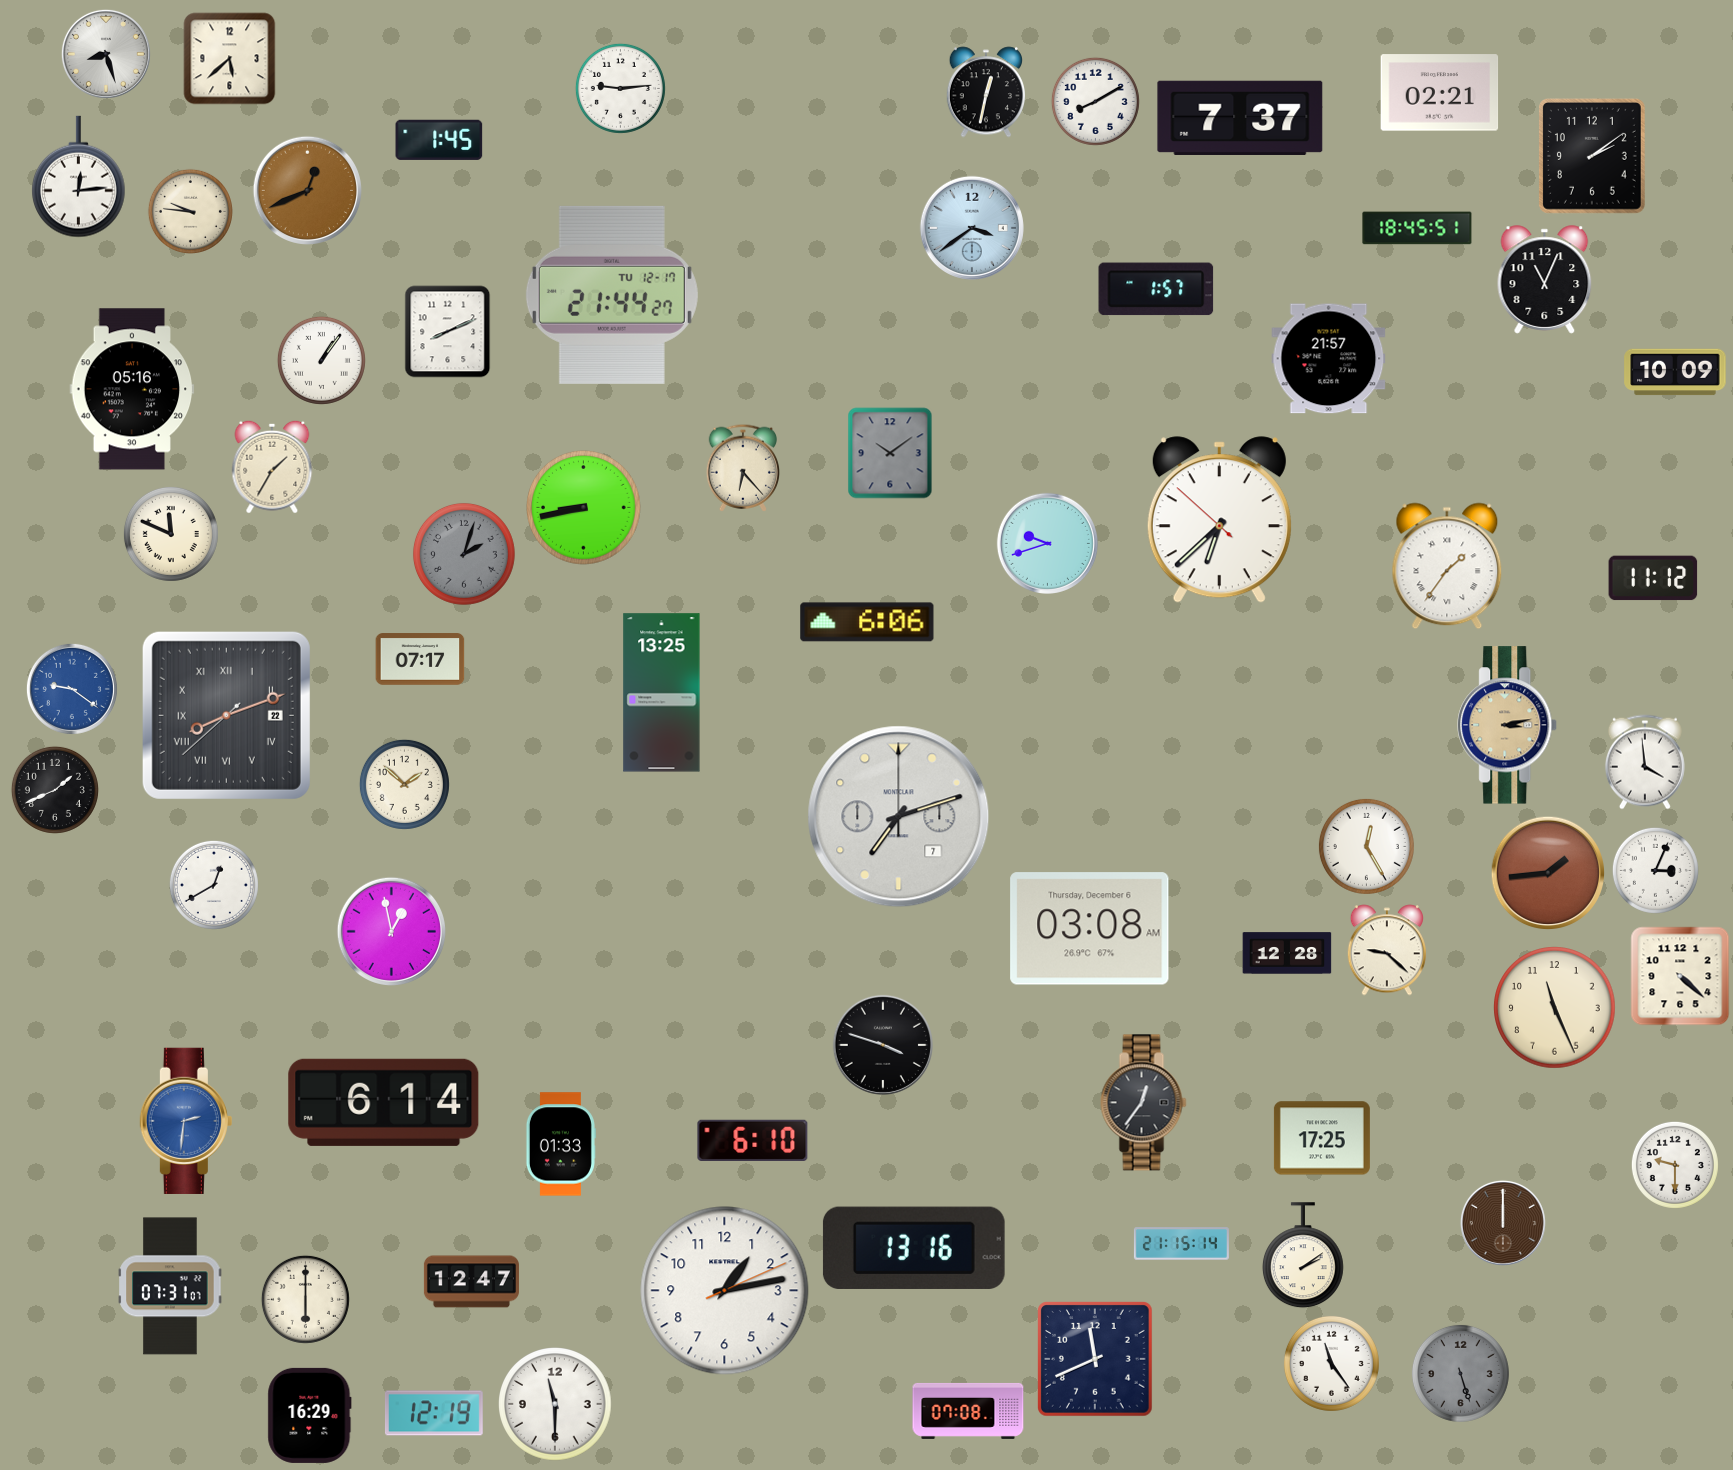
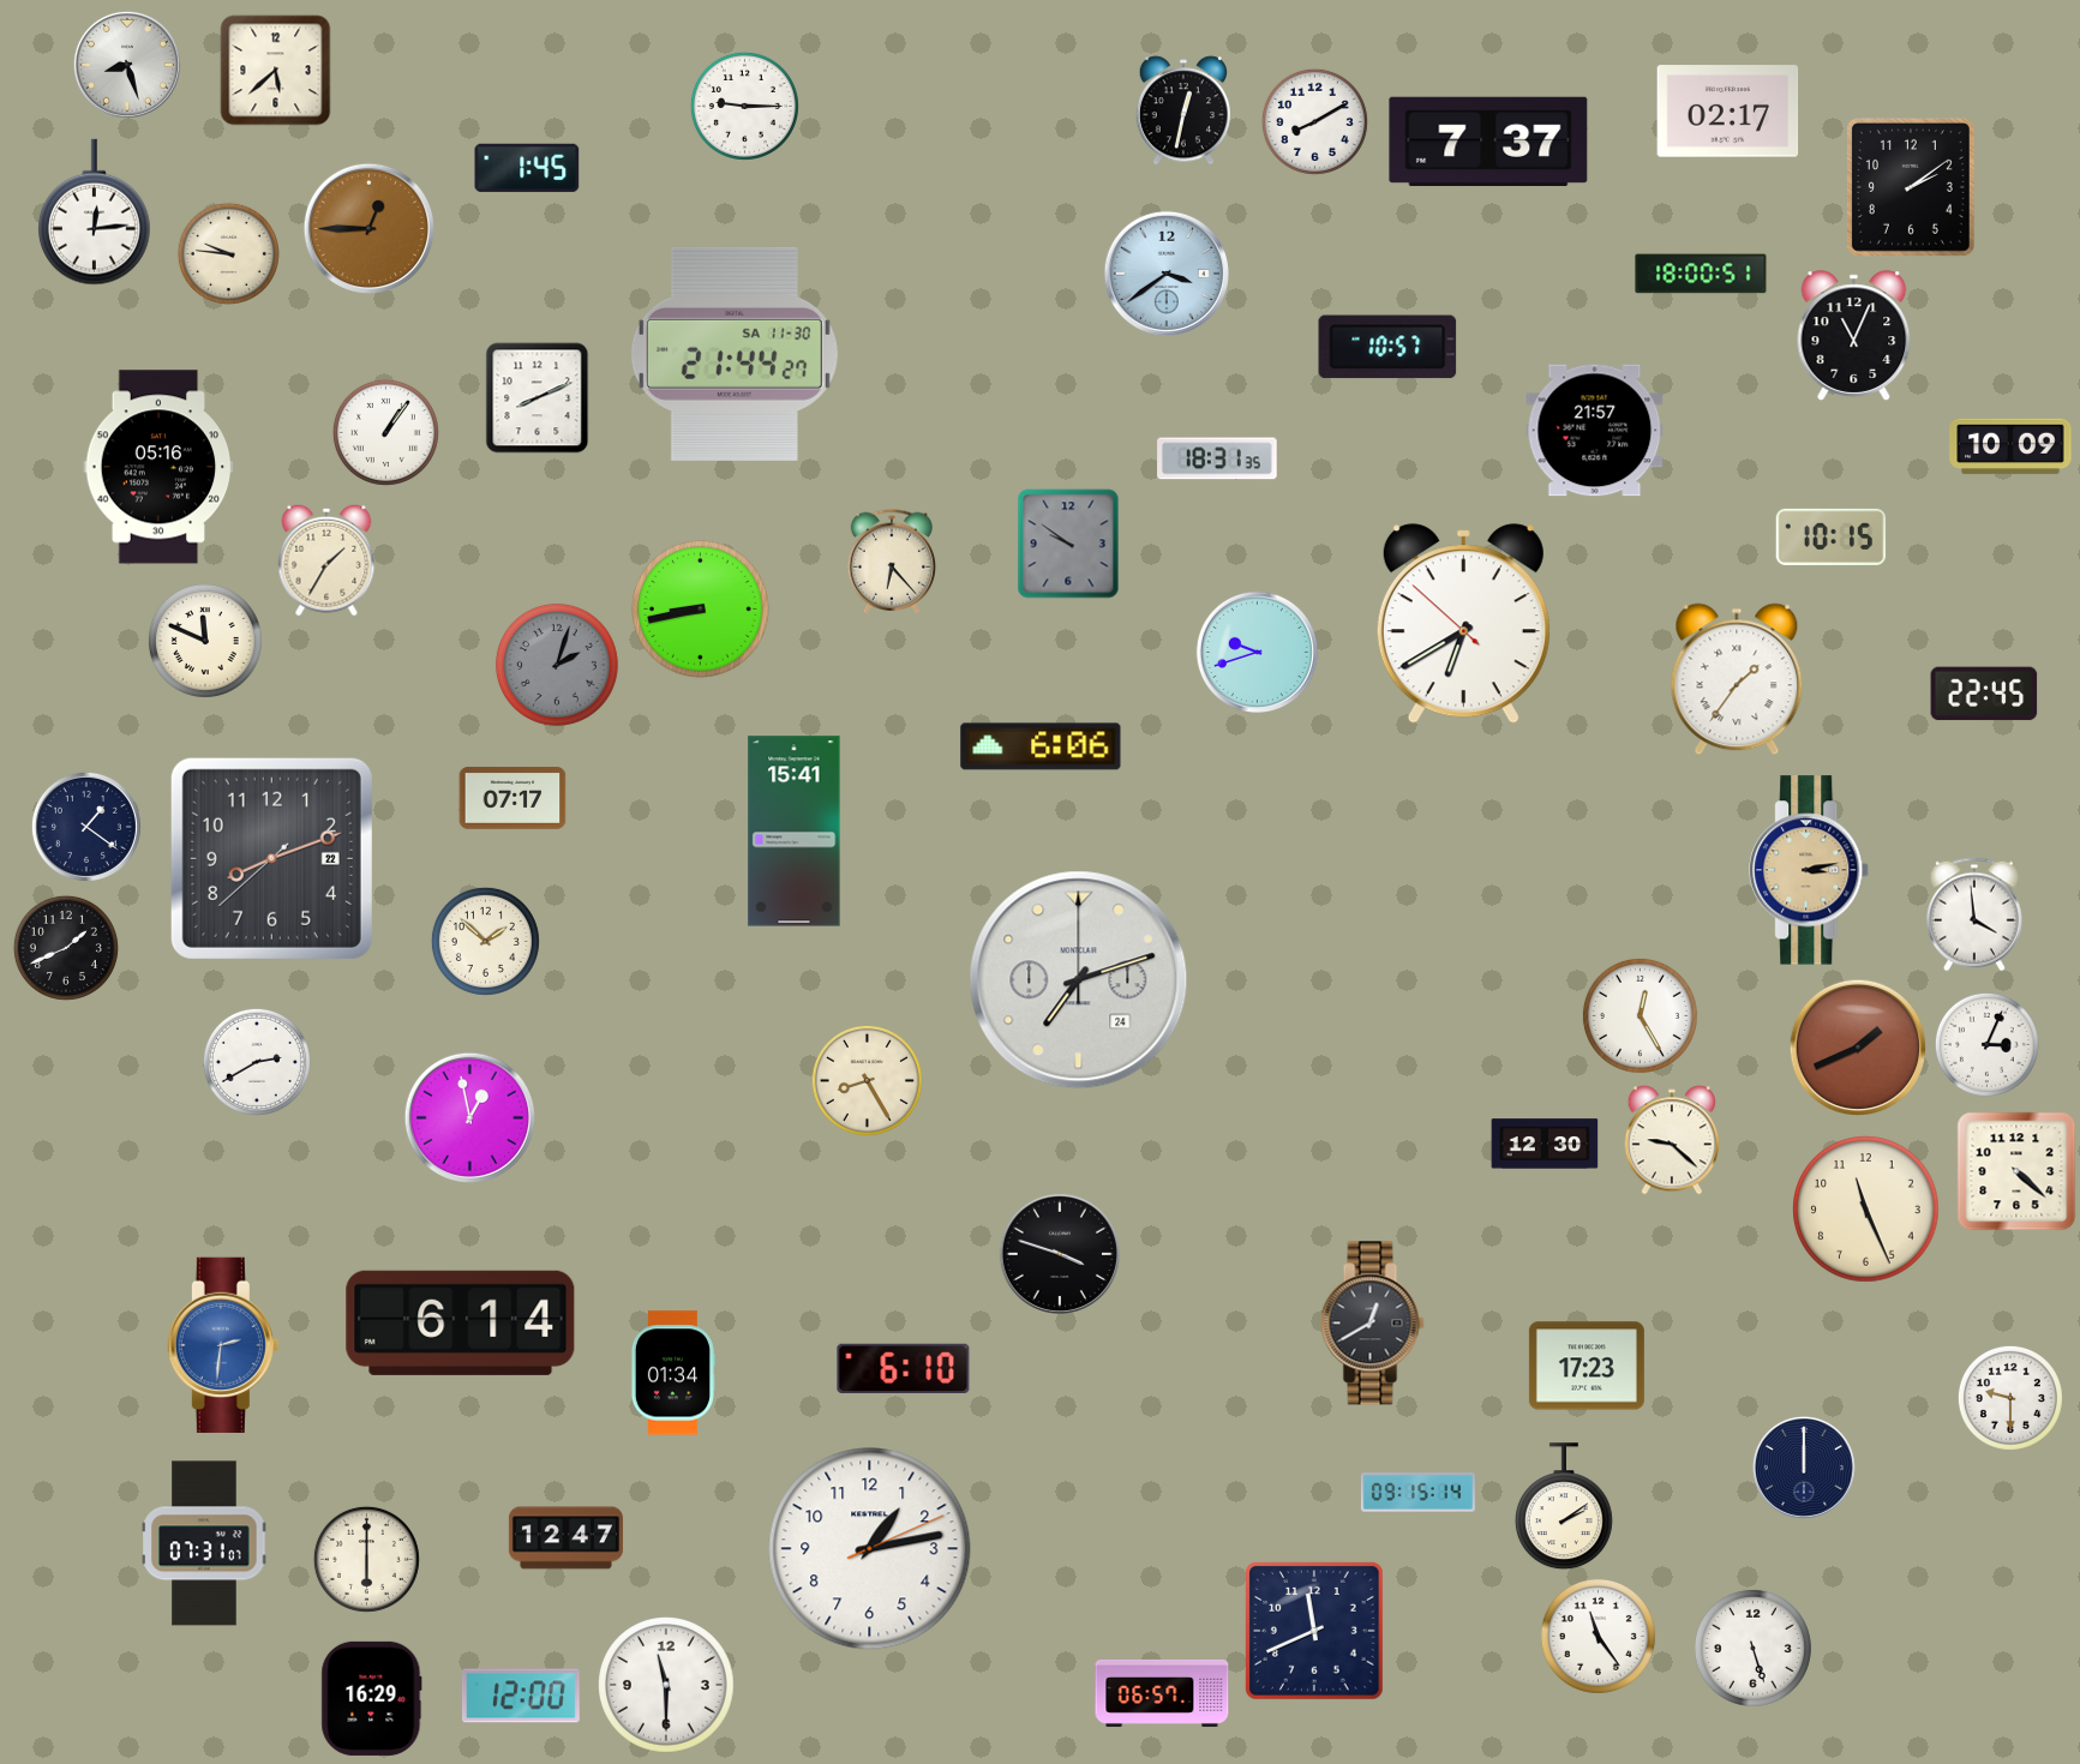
clock at (620, 88): 9:14 -> 9:15
clock at (1440, 93): 02:21 -> 02:17
clock at (307, 190): 12:41 -> 12:45
clock at (1417, 228): 18:45 -> 18:00
clock at (1156, 289): 1:57 -> 10:57
clock at (612, 295) date: TU 12-17 -> SA 11-30
clock at (1217, 458): none -> 18:31
clock at (1832, 536): none -> 10:15
clock at (890, 453): 10:09 -> 9:51
clock at (1219, 520): 6:37 -> 6:39
clock at (1653, 578): 11:12 -> 22:45
clock at (420, 659) position: (420, 659) -> (512, 798)
clock at (72, 689): 9:21 -> 1:21
clock at (72, 689) dial: blue -> navy
clock at (662, 693): 13:25 -> 15:41
clock at (226, 715) numerals: Roman -> Arabic
clock at (899, 817) date: 7 -> 24
clock at (1547, 872): 1:44 -> 1:41
clock at (214, 885): 12:40 -> 2:40
clock at (867, 1080): none -> 8:25
clock at (1090, 929): 03:08 -> none
clock at (1386, 950) position: (1386, 950) -> (1671, 1140)
clock at (1287, 953): 12:28 -> 12:30
clock at (1144, 1103): 12:36 -> 12:40
clock at (1322, 1138): 17:25 -> 17:23
clock at (560, 1144): 01:33 -> 01:34
clock at (1503, 1223) dial: brown -> navy
clock at (1181, 1244): 21:15 -> 09:15
clock at (914, 1248): 13:16 -> none
clock at (1460, 1373) dial: grey -> white
clock at (968, 1411): 07:08 -> 06:57
clock at (434, 1413): 12:19 -> 12:00
